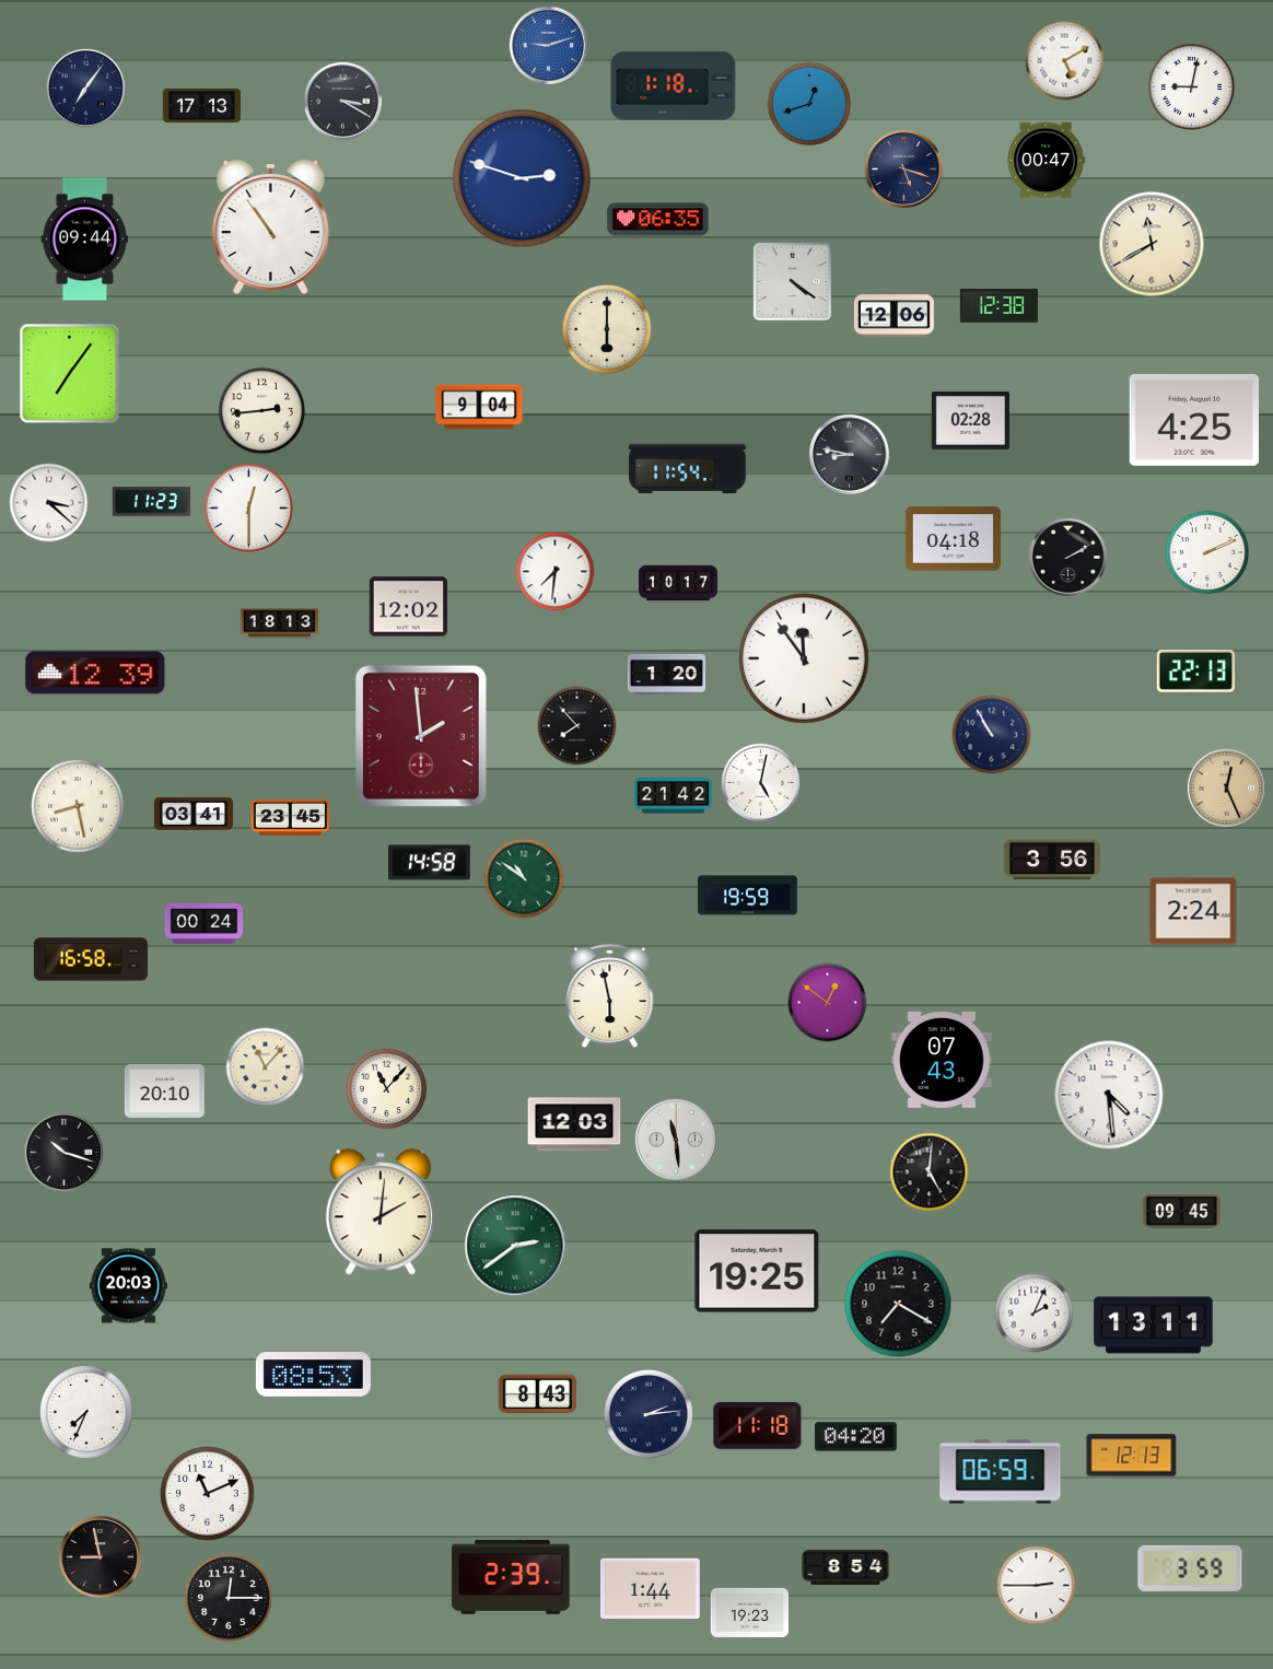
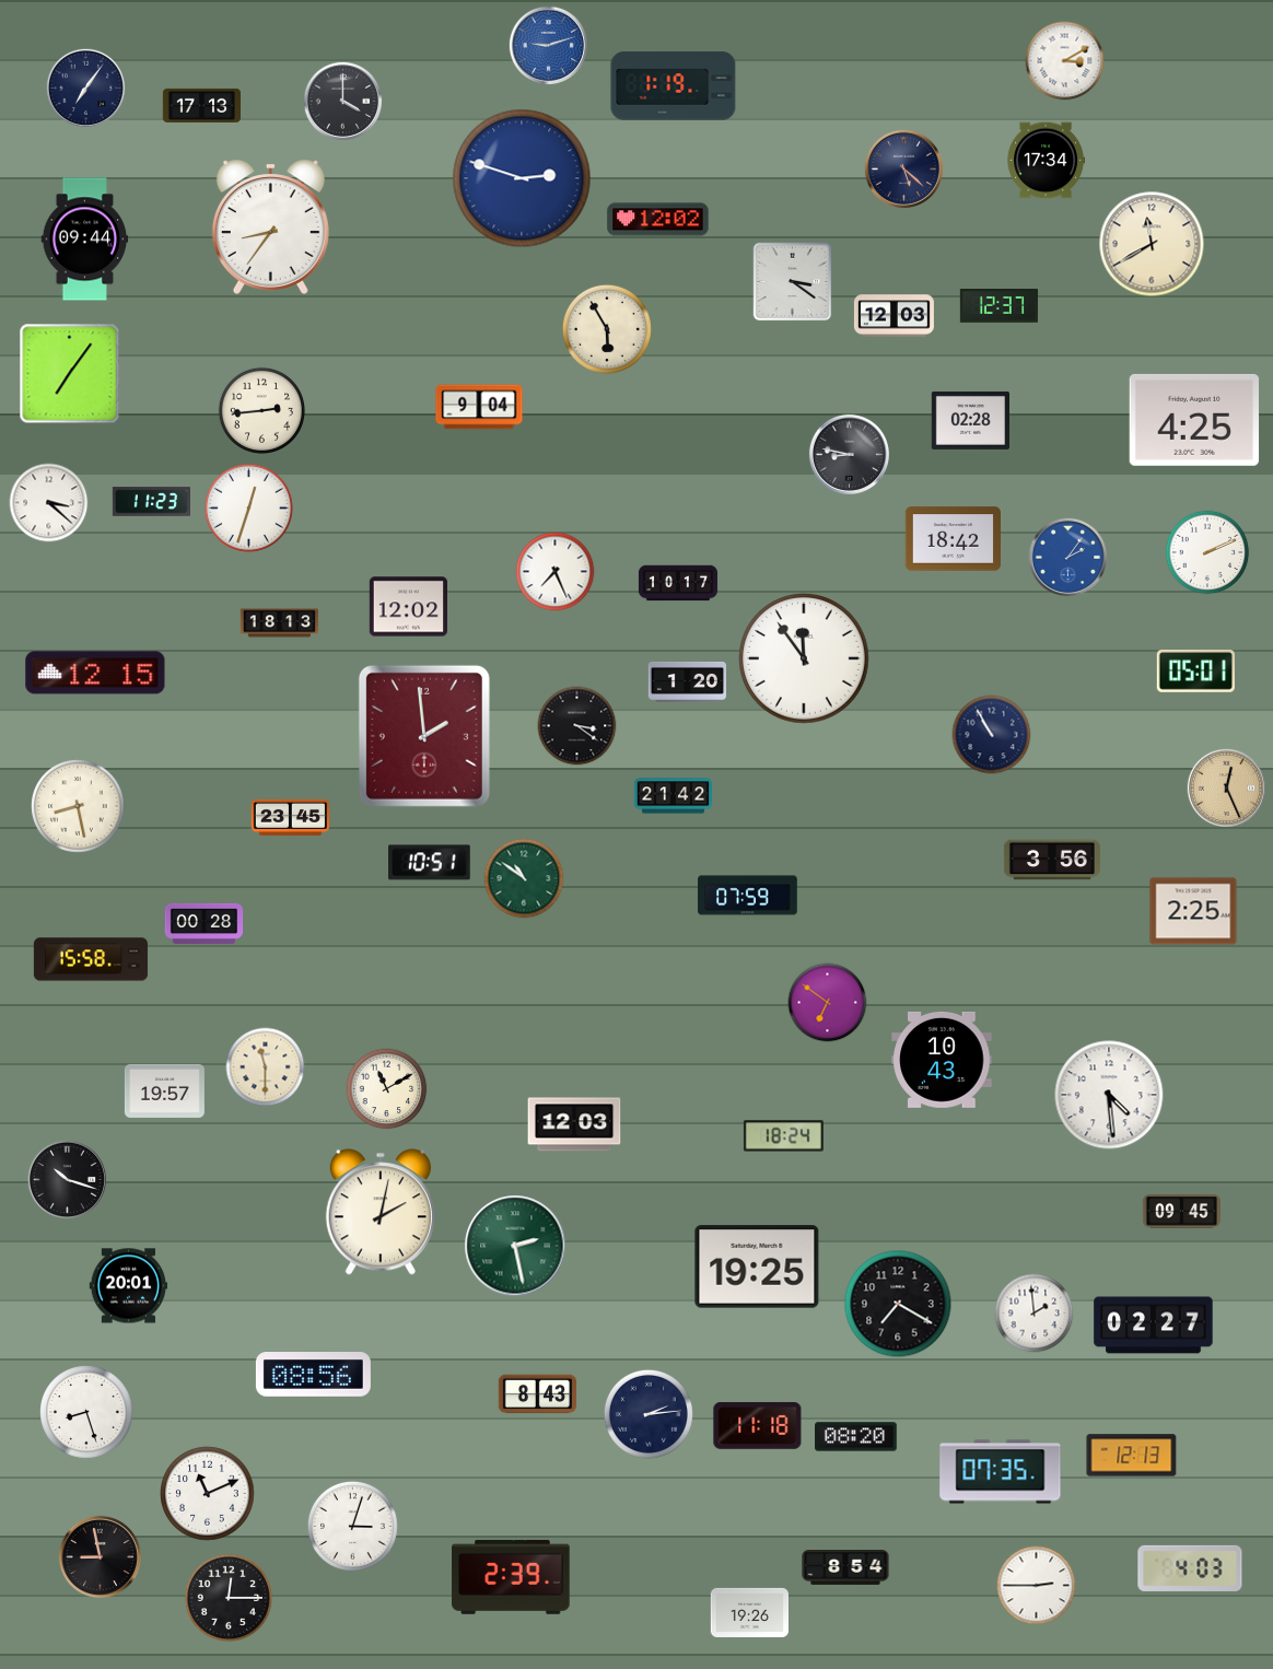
clock at (1065, 61): 5:10 -> 3:10
clock at (674, 86): 1:18 -> 1:19
clock at (1191, 86): 9:02 -> none
clock at (343, 102): 3:20 -> 4:00
clock at (809, 104): 12:42 -> none
clock at (1046, 161): 00:47 -> 17:34
clock at (904, 170): 5:18 -> 5:22
clock at (658, 220): 06:35 -> 12:02
clock at (270, 226): 10:54 -> 8:36
clock at (793, 282): 4:21 -> 3:21
clock at (998, 306): 12:38 -> 12:37
clock at (894, 316): 12:06 -> 12:03
clock at (607, 329): 6:00 -> 5:55
clock at (688, 468): 11:54 -> none
clock at (248, 507): 12:30 -> 12:33
clock at (953, 539): 04:18 -> 18:42
clock at (1068, 558): 2:10 -> 2:06
clock at (1068, 558) dial: black -> blue
clock at (556, 572): 7:31 -> 7:26
clock at (1195, 672): 22:13 -> 05:01
clock at (95, 673): 12:39 -> 12:15
clock at (666, 674) position: (666, 674) -> (687, 681)
clock at (577, 726): 7:53 -> 3:21
clock at (421, 736) position: (421, 736) -> (424, 736)
clock at (761, 783): 5:02 -> none
clock at (194, 814): 03:41 -> none
clock at (430, 863): 14:58 -> 10:51
clock at (748, 896): 19:59 -> 07:59
clock at (1193, 911): 2:24 -> 2:25
clock at (205, 923): 00:24 -> 00:28
clock at (91, 959): 16:58 -> 15:58
clock at (610, 997): 5:58 -> none
clock at (828, 1003): 12:51 -> 6:51
clock at (942, 1060): 07:43 -> 10:43
clock at (266, 1067): 11:07 -> 11:30
clock at (387, 1089): 11:07 -> 11:10
clock at (164, 1090): 20:10 -> 19:57
clock at (783, 1136): none -> 18:24
clock at (676, 1140): 11:29 -> none
clock at (65, 1153) position: (65, 1153) -> (68, 1180)
clock at (930, 1172): 5:01 -> none
clock at (381, 1212): 2:01 -> 2:02
clock at (515, 1246): 2:39 -> 2:28
clock at (757, 1271) position: (757, 1271) -> (757, 1267)
clock at (128, 1286): 20:03 -> 20:01
clock at (1035, 1314): 2:04 -> 1:59
clock at (1154, 1326): 13:11 -> 02:27
clock at (313, 1375): 08:53 -> 08:56
clock at (86, 1412): 7:34 -> 8:27
clock at (856, 1437): 04:20 -> 08:20
clock at (1001, 1472): 06:59 -> 07:35
clock at (352, 1526): none -> 3:03
clock at (1190, 1568): 3:59 -> 4:03
clock at (651, 1589): 1:44 -> none
clock at (749, 1612): 19:23 -> 19:26
